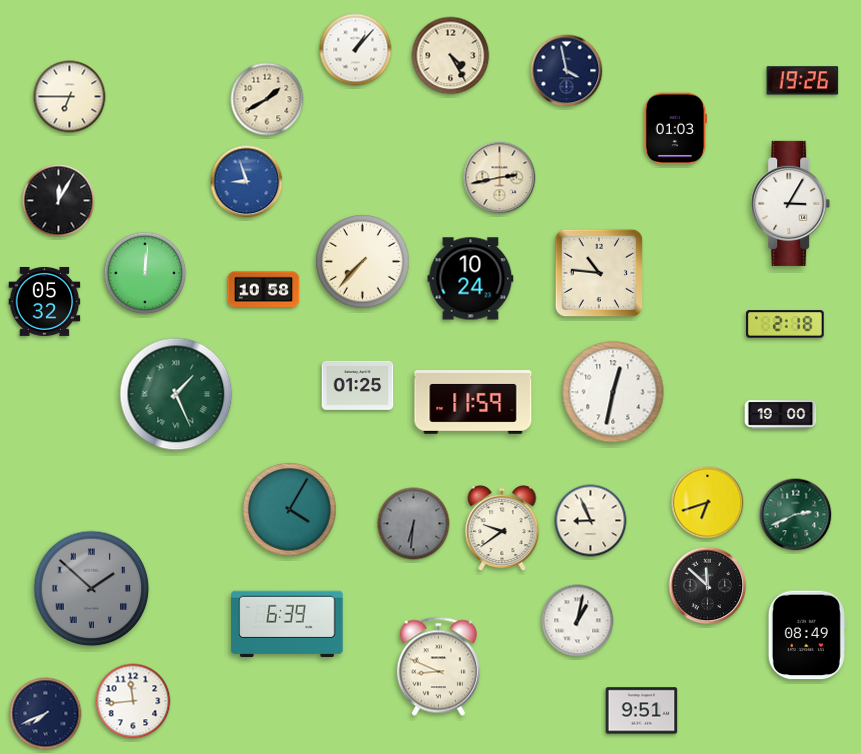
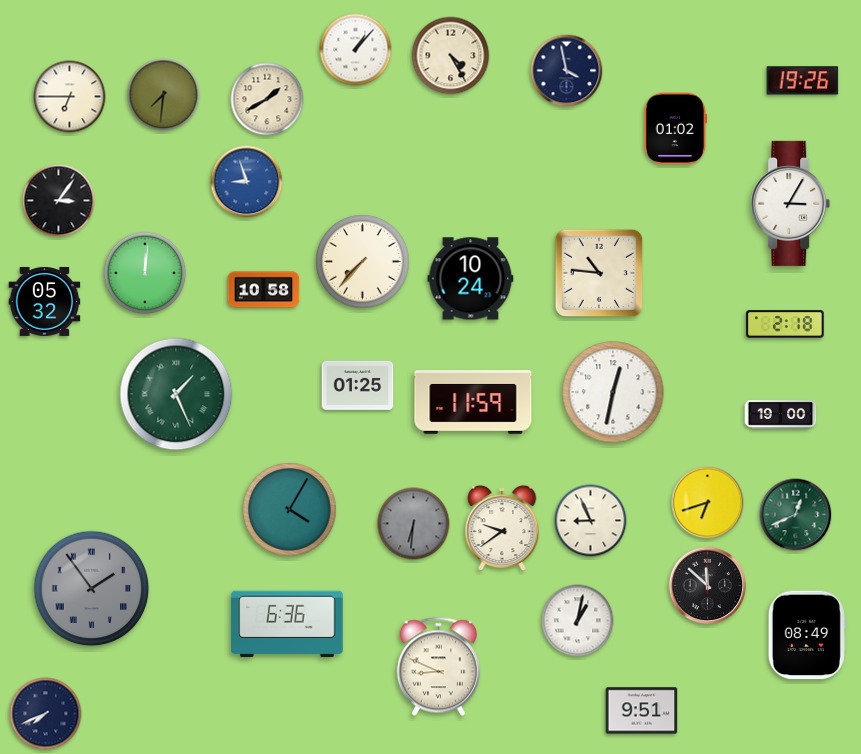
clock at (164, 95): none -> 7:31
clock at (675, 129): 01:03 -> 01:02
clock at (500, 178): 2:43 -> none
clock at (59, 201): 12:05 -> 3:06
clock at (796, 515): 2:41 -> 12:41
clock at (92, 589): 1:52 -> 1:54
clock at (287, 624): 6:39 -> 6:36
clock at (133, 701): 11:44 -> none
